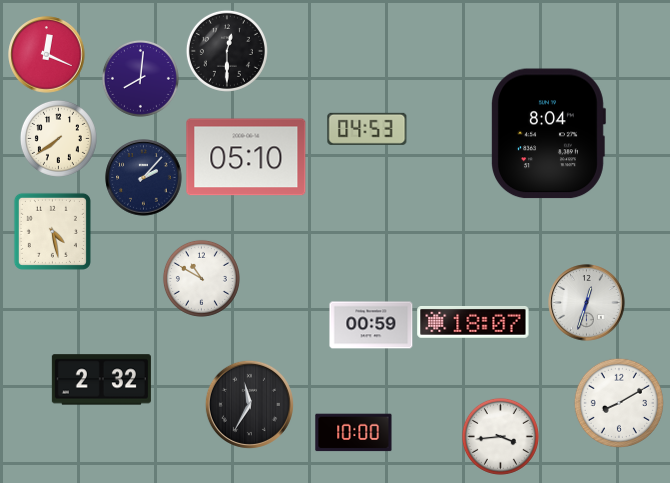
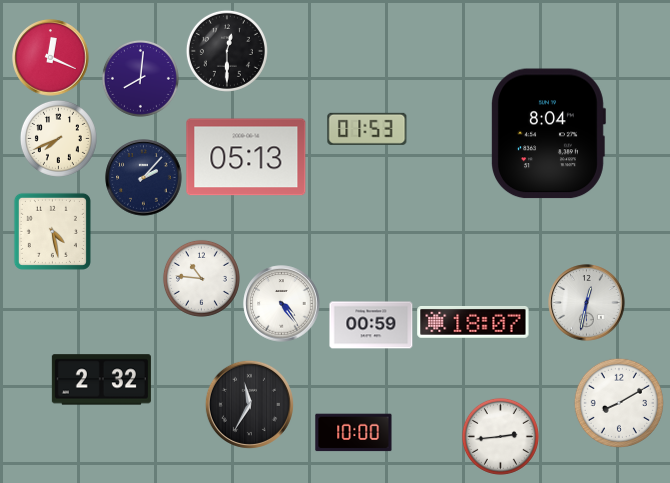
clock at (47, 55) position: (47, 55) -> (51, 58)
clock at (367, 129): 04:53 -> 01:53
clock at (58, 138): 7:39 -> 7:41
clock at (246, 157): 05:10 -> 05:13
clock at (201, 278): 10:50 -> 10:46
clock at (587, 303): 12:33 -> 12:32
clock at (282, 304): none -> 4:24
clock at (500, 436): 3:44 -> 2:44
